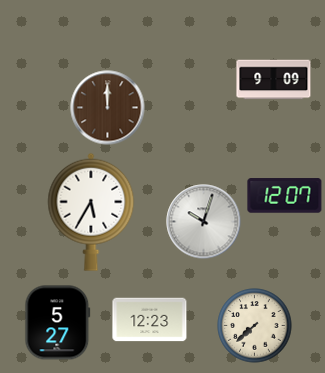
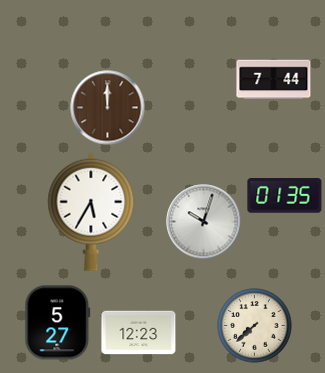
clock at (274, 80): 9:09 -> 7:44
clock at (285, 196): 12:07 -> 01:35
clock at (150, 320) position: (150, 320) -> (139, 333)
